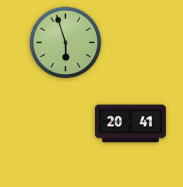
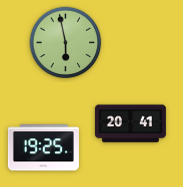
clock at (66, 43): 5:57 -> 5:58
clock at (43, 148): none -> 19:25
